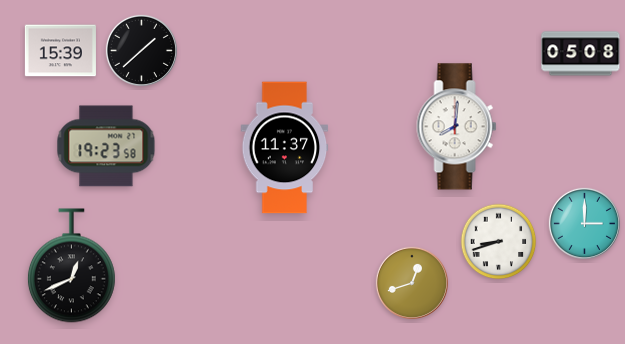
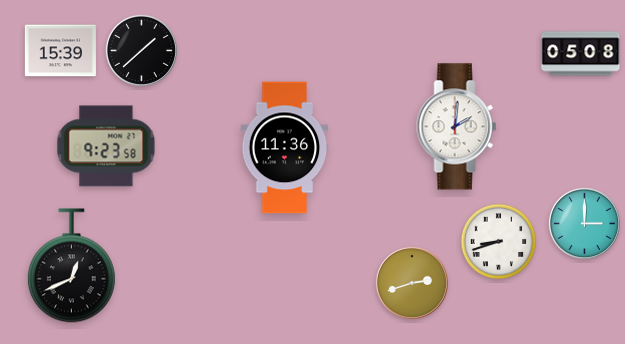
clock at (457, 127): 8:01 -> 2:01
clock at (106, 146): 19:23 -> 9:23
clock at (285, 148): 11:37 -> 11:36
clock at (412, 283): 12:42 -> 2:42
